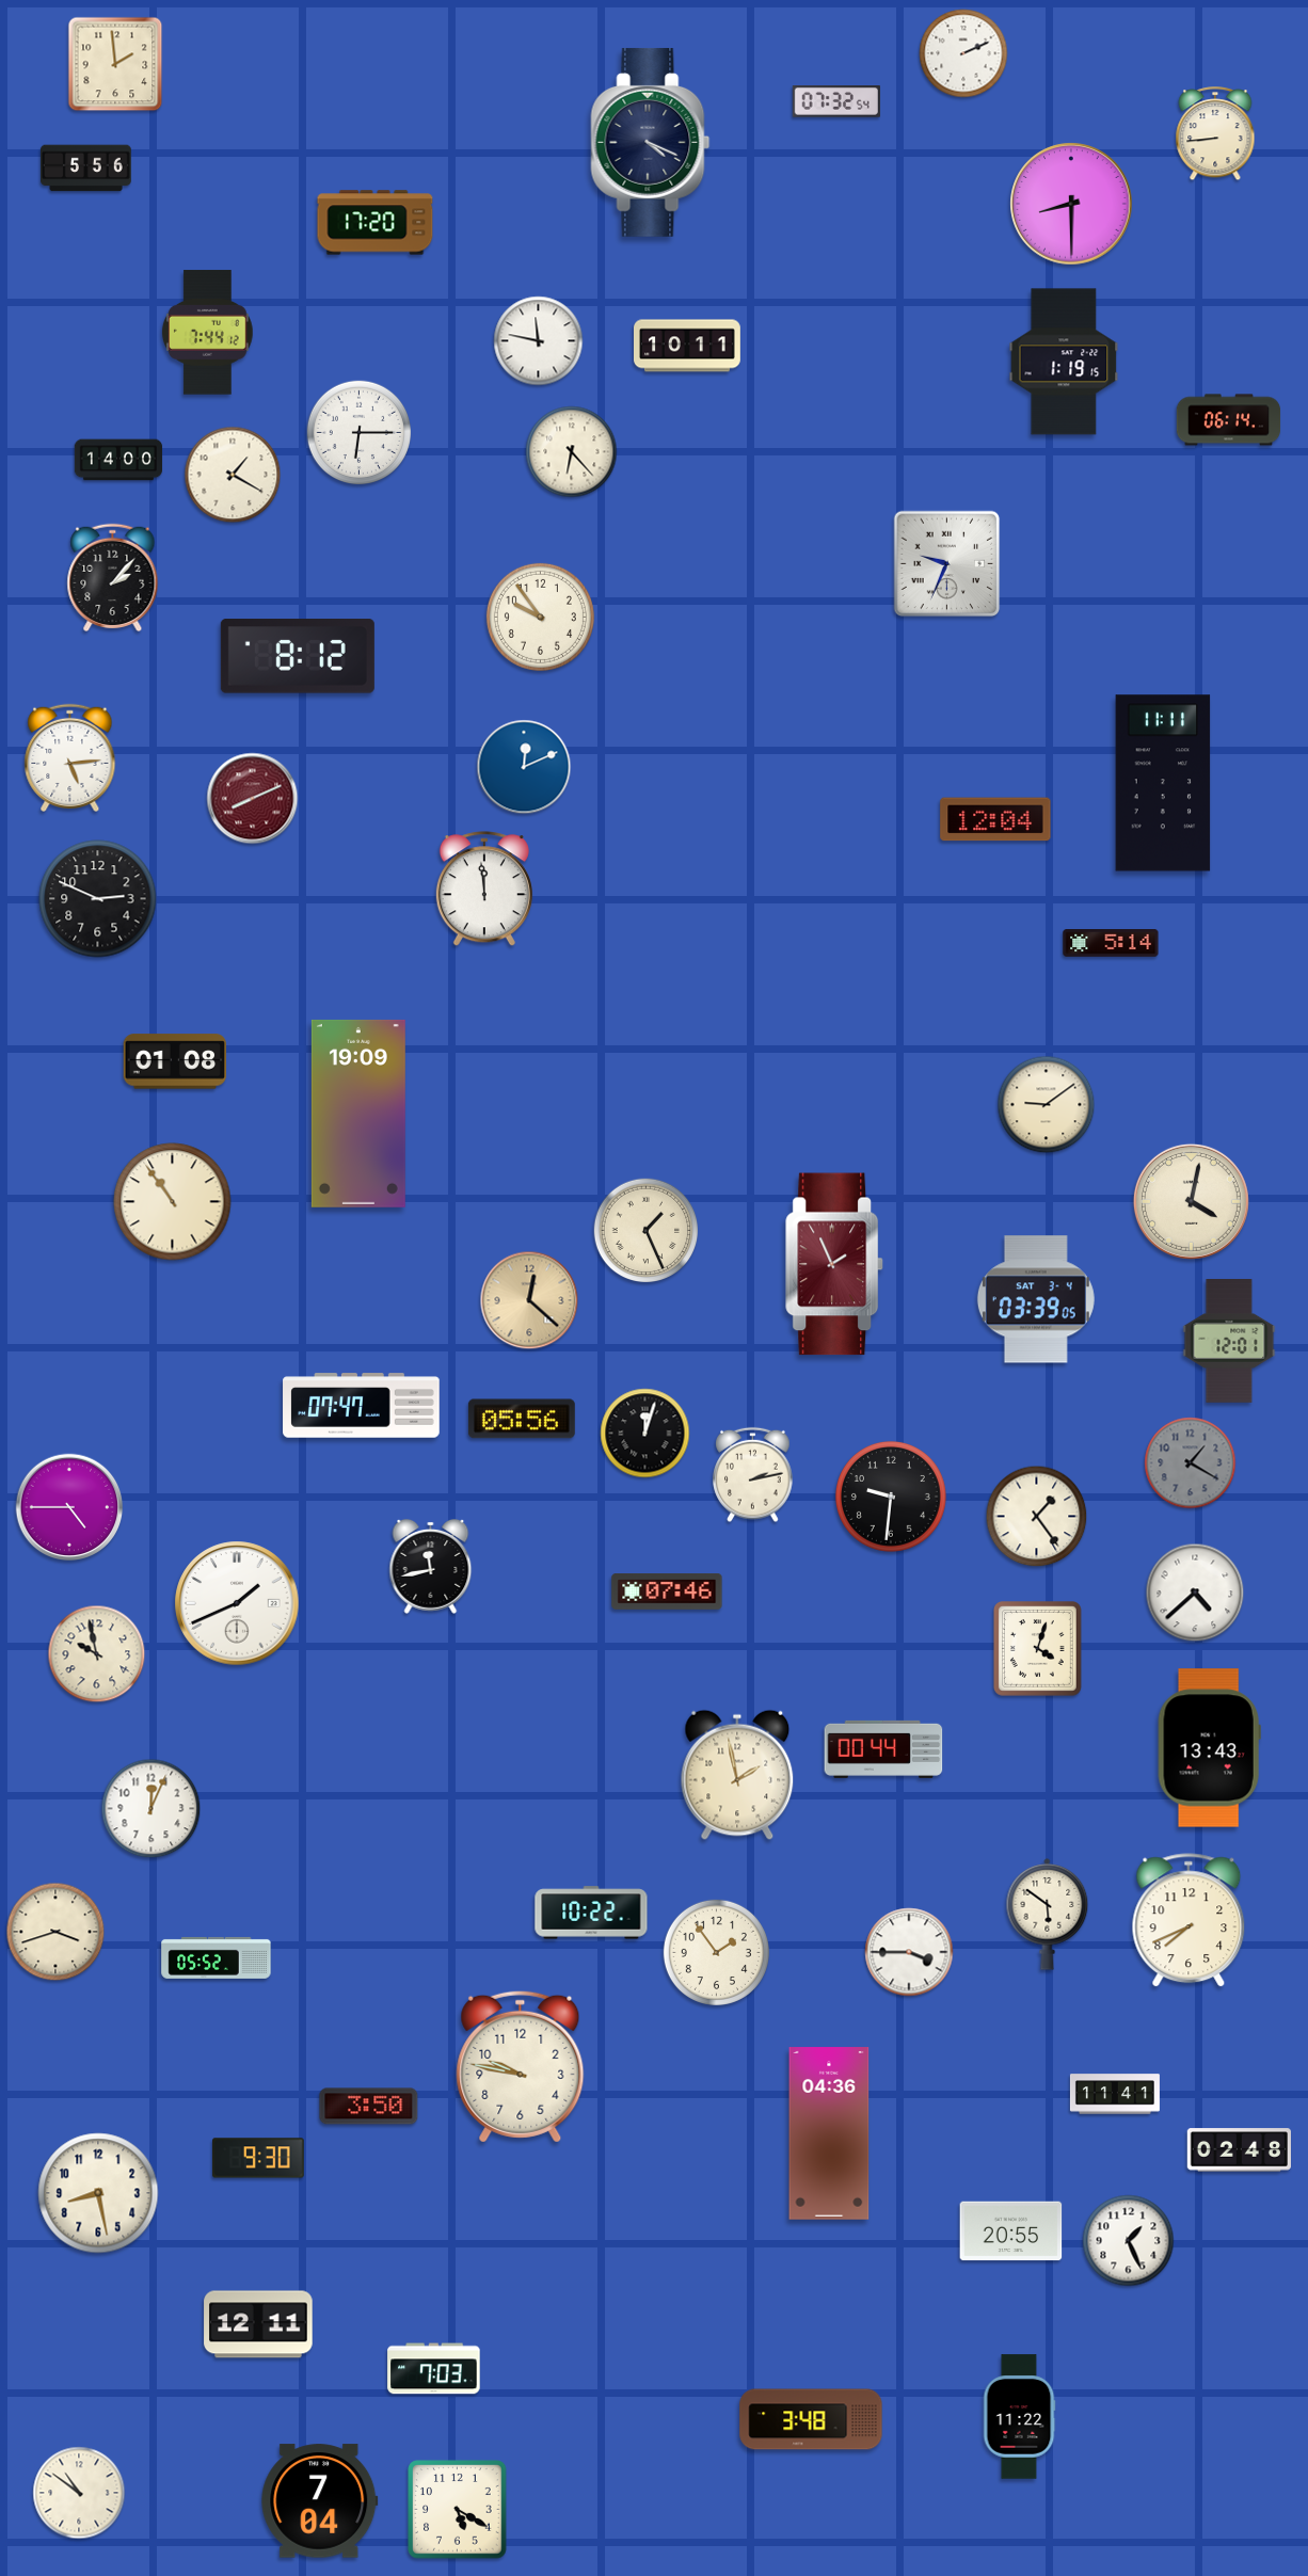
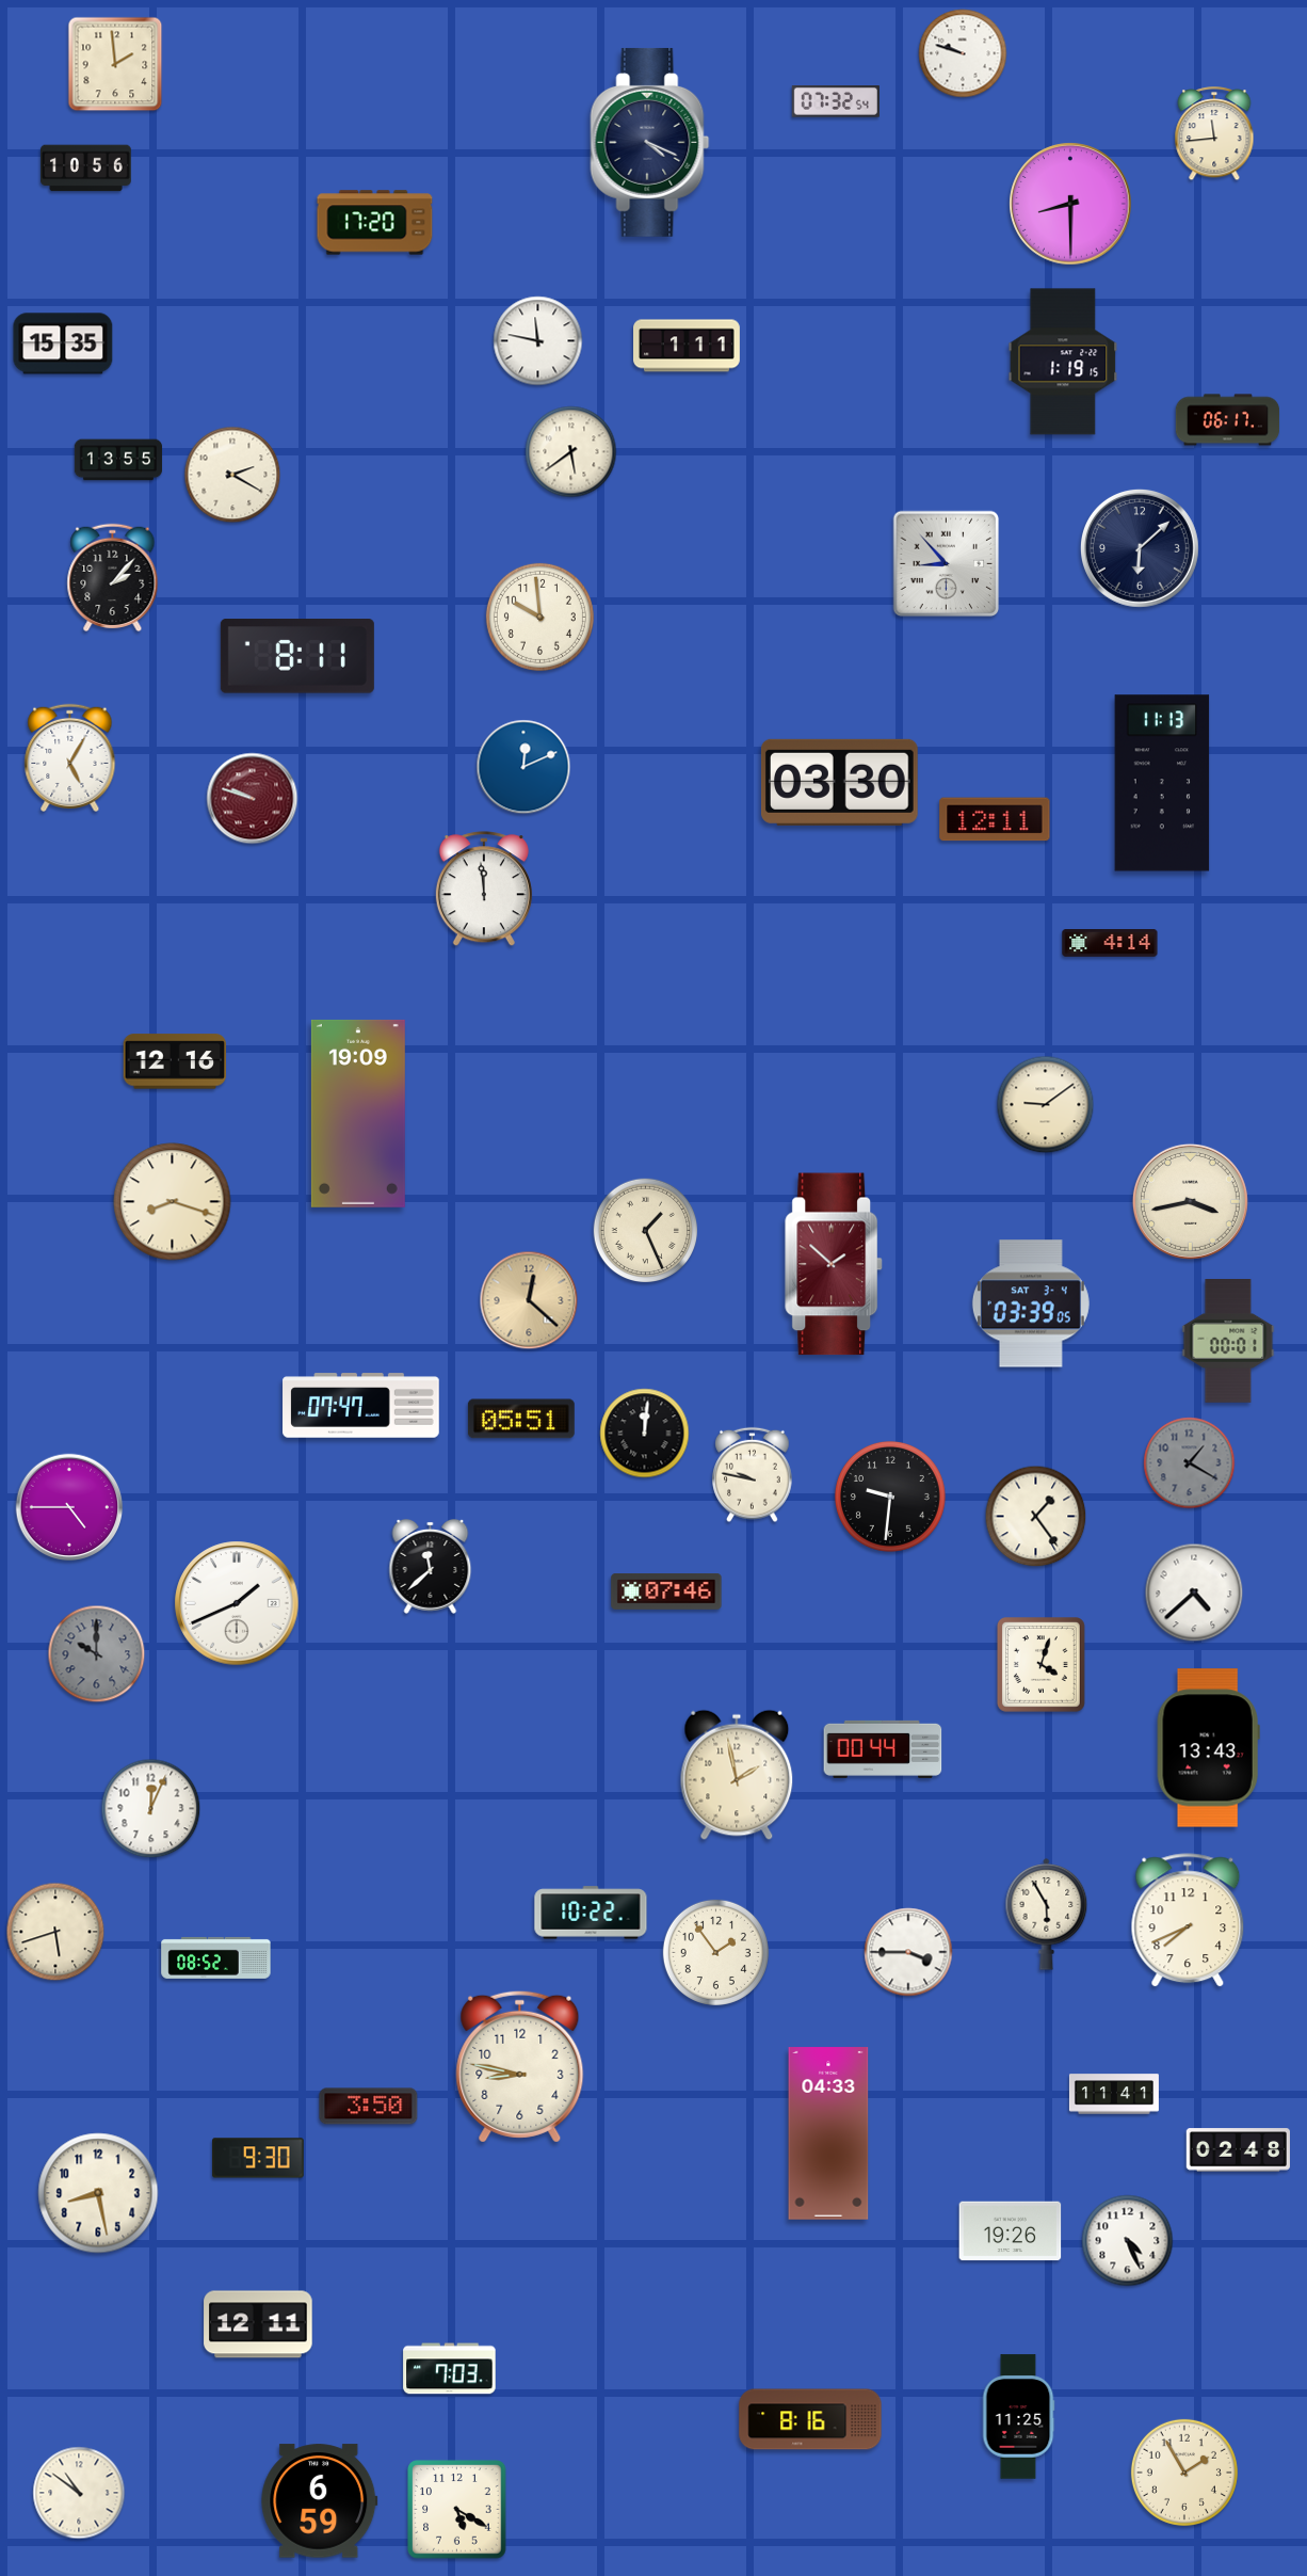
clock at (963, 53): 2:11 -> 9:48
clock at (1215, 134): 8:44 -> 11:44
clock at (86, 169): 5:56 -> 10:56
clock at (207, 333): 7:44 -> none
clock at (63, 343): none -> 15:35
clock at (688, 346): 10:11 -> 1:11
clock at (1229, 420): 06:14 -> 06:17
clock at (360, 433): 6:15 -> none
clock at (572, 452): 6:23 -> 5:39
clock at (118, 460): 14:00 -> 13:55
clock at (233, 475): 1:20 -> 2:20
clock at (1140, 548): none -> 6:08
clock at (947, 564): 9:34 -> 8:53
clock at (540, 617): 9:54 -> 9:59
clock at (298, 656): 8:12 -> 8:11
clock at (70, 757): 5:14 -> 5:05
clock at (839, 782): none -> 03:30
clock at (1163, 783): 11:11 -> 11:13
clock at (253, 799): 8:11 -> 9:48
clock at (995, 819): 12:04 -> 12:11
clock at (98, 899): 2:49 -> none
clock at (1111, 944): 5:14 -> 4:14
clock at (175, 1061): 01:08 -> 12:16
clock at (1191, 1201): 4:02 -> 3:43
clock at (173, 1202): 10:54 -> 8:18
clock at (835, 1264): 1:56 -> 1:52
clock at (1036, 1299) position: (1036, 1299) -> (1031, 1303)
clock at (1229, 1342): 12:01 -> 00:01
clock at (522, 1419): 05:56 -> 05:51
clock at (645, 1434): 12:03 -> 12:01
clock at (753, 1475): 2:13 -> 9:47
clock at (431, 1567): 11:43 -> 11:38
clock at (1038, 1649) position: (1038, 1649) -> (1042, 1665)
clock at (97, 1654): 9:58 -> 10:00
clock at (97, 1654) dial: cream -> grey
clock at (1048, 1915): 5:51 -> 5:55
clock at (55, 1932): 3:42 -> 5:42
clock at (217, 1957): 05:52 -> 08:52
clock at (521, 2066): 9:47 -> 8:47
clock at (829, 2133): 04:36 -> 04:33
clock at (1011, 2231): 20:55 -> 19:26
clock at (1129, 2241): 1:26 -> 4:26
clock at (434, 2369) position: (434, 2369) -> (450, 2369)
clock at (1019, 2417): 11:22 -> 11:25
clock at (811, 2419): 3:48 -> 8:16
clock at (1184, 2473): none -> 1:55
clock at (320, 2501): 7:04 -> 6:59
